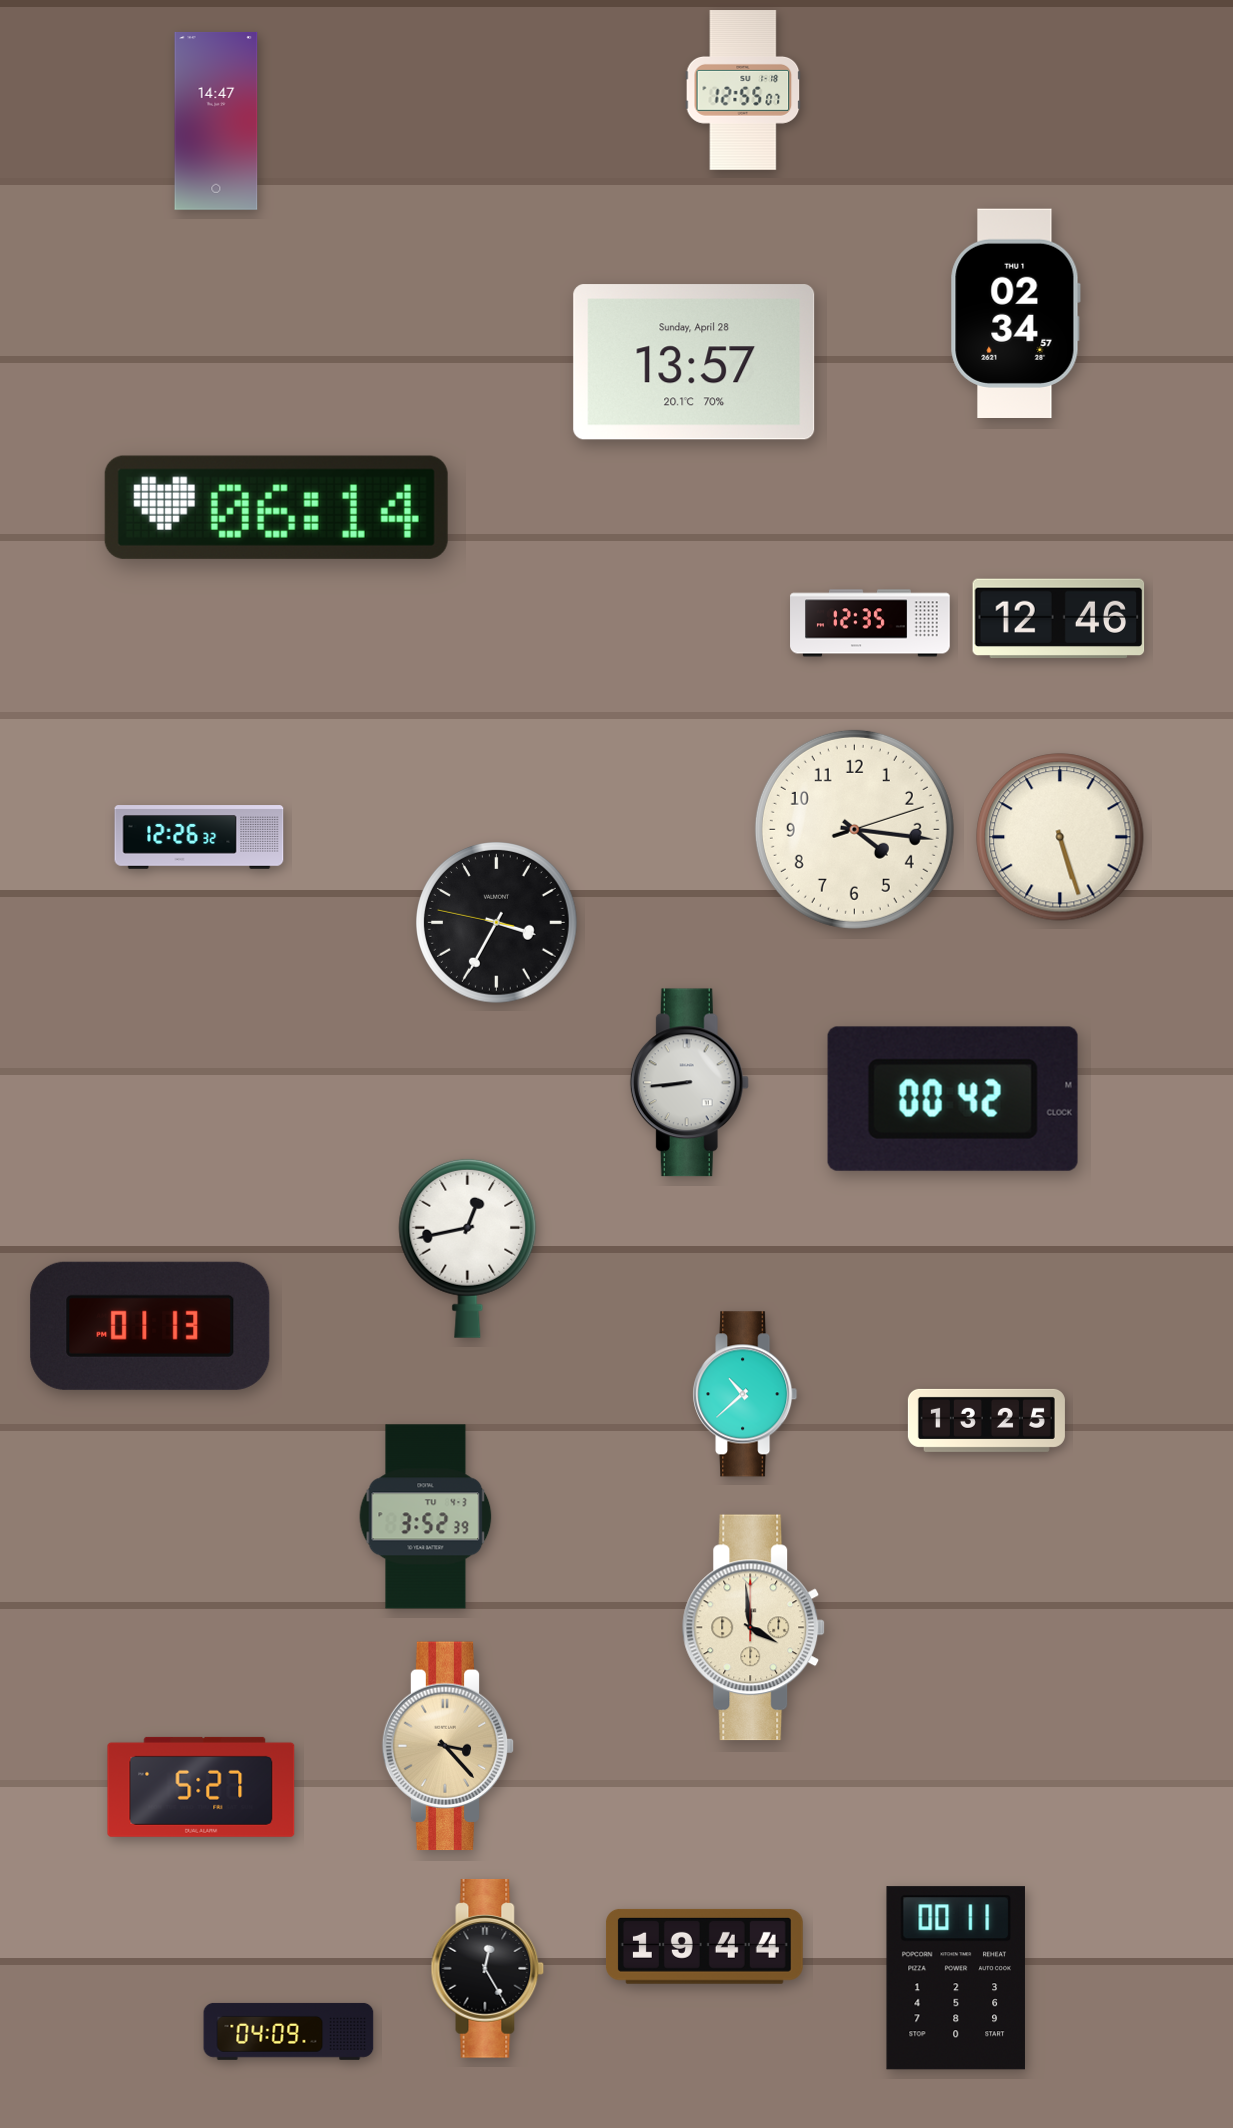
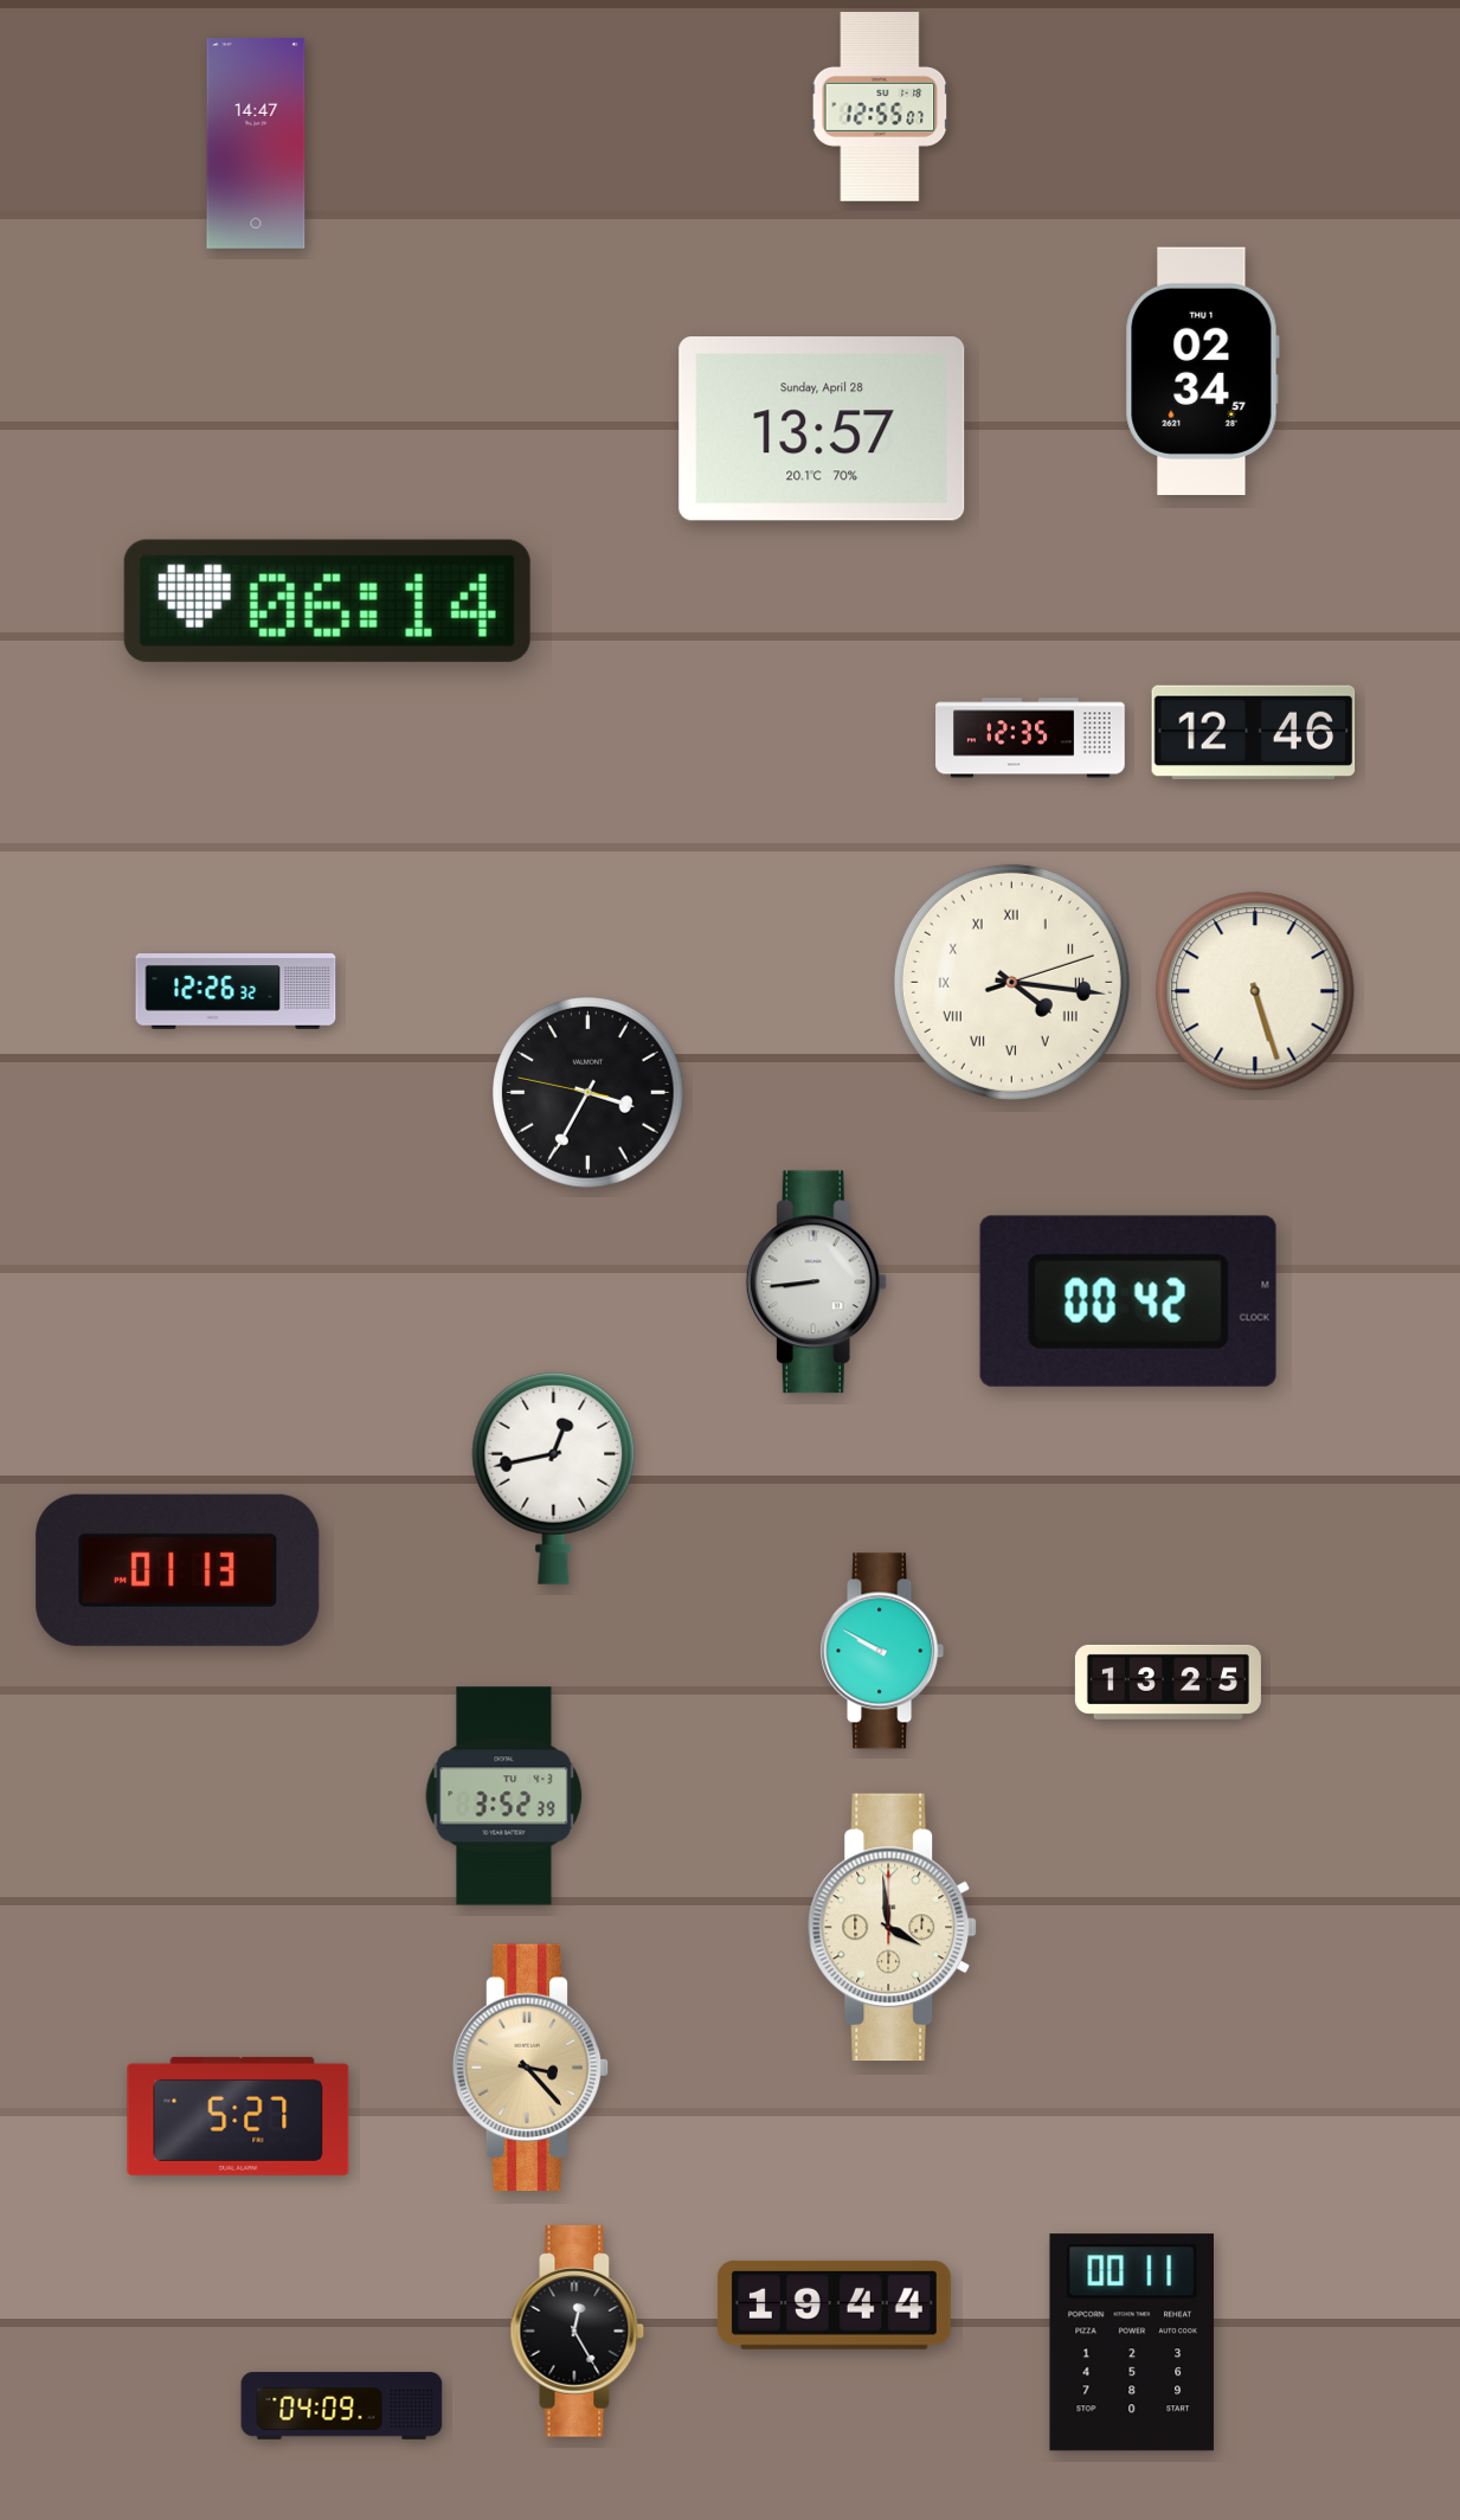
clock at (854, 829) numerals: Arabic -> Roman
clock at (745, 1394): 10:38 -> 9:50
